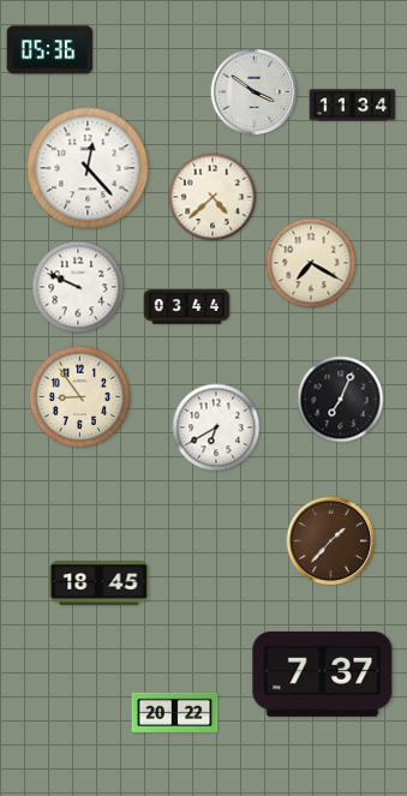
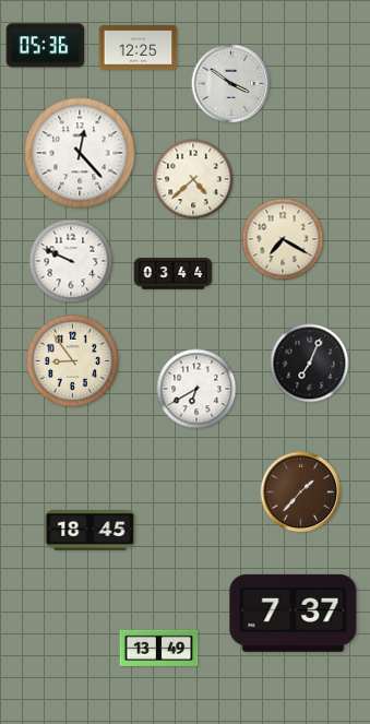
clock at (139, 48): none -> 12:25
clock at (353, 106): 11:34 -> none
clock at (187, 307) position: (187, 307) -> (174, 274)
clock at (175, 712): 20:22 -> 13:49
